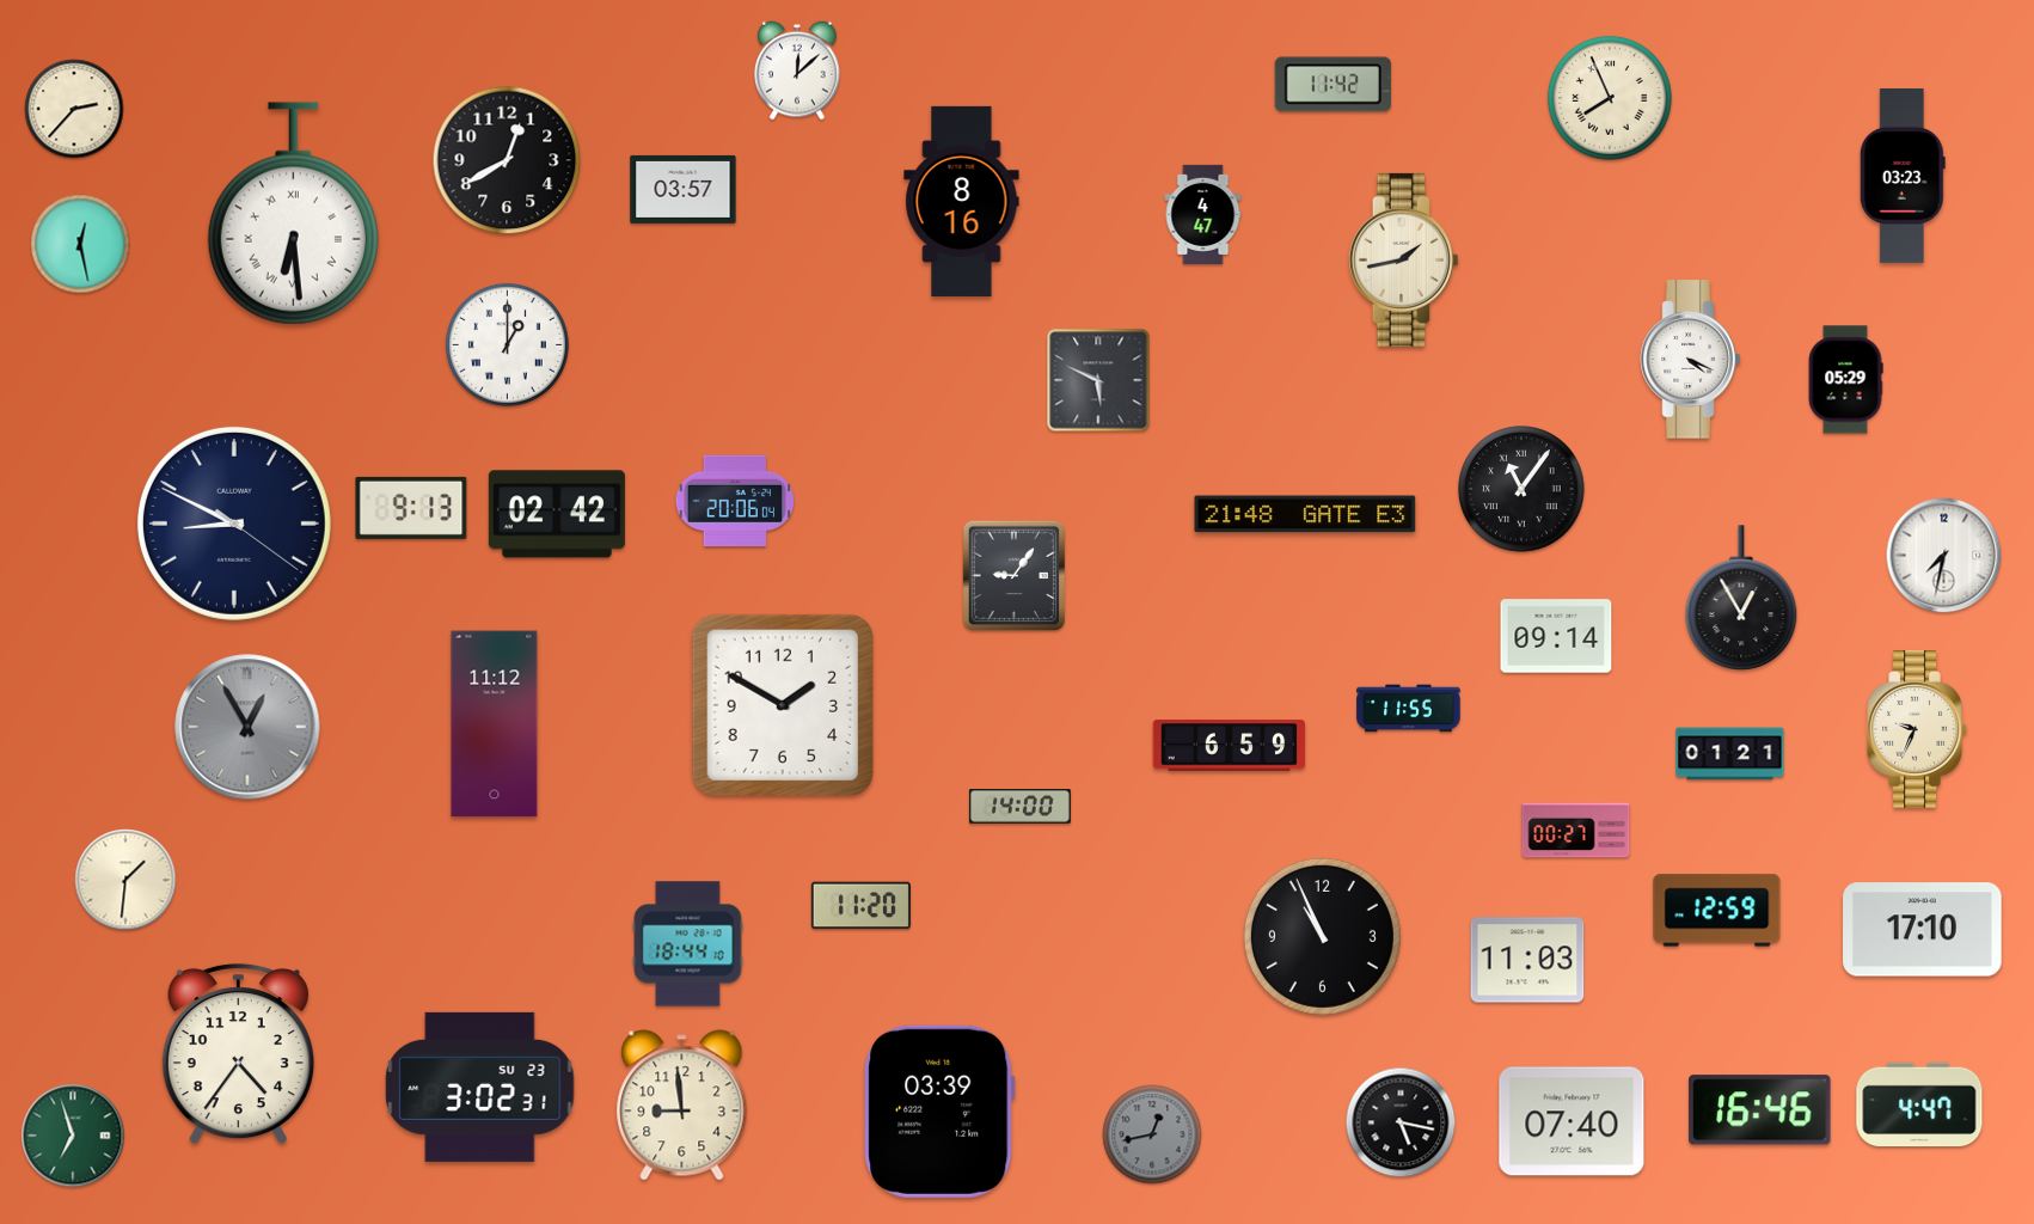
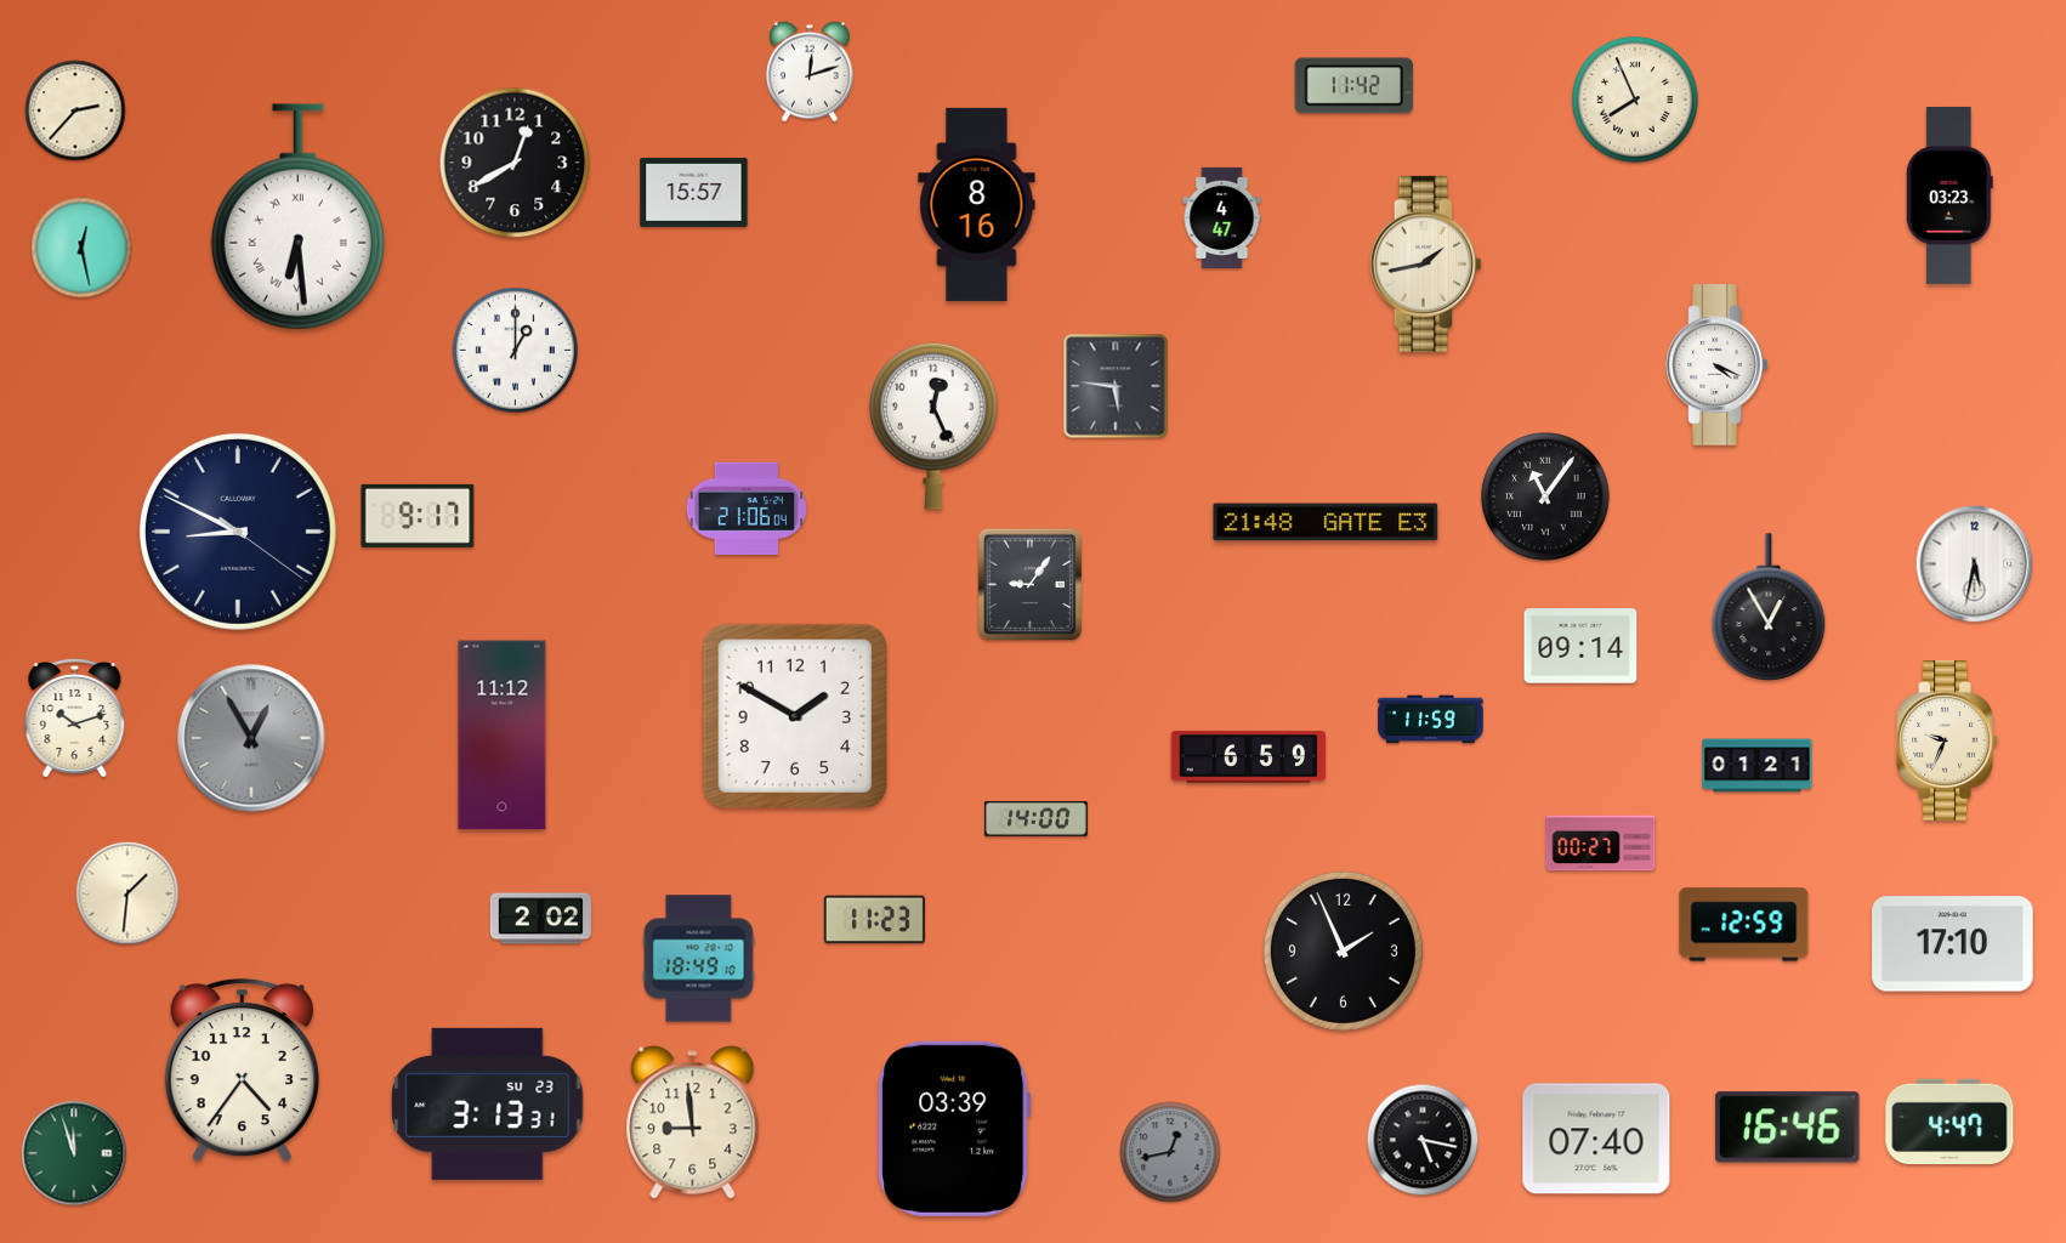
clock at (797, 71): 12:08 -> 12:12
clock at (1903, 176) position: (1903, 176) -> (1949, 195)
clock at (684, 189): 03:57 -> 15:57
clock at (1098, 380): 5:49 -> 5:46
clock at (1845, 380): 05:29 -> none
clock at (933, 426): none -> 12:26
clock at (734, 501): 20:06 -> 21:06
clock at (411, 508): 9:13 -> 9:17
clock at (557, 514): 02:42 -> none
clock at (1944, 556): 7:32 -> 5:32
clock at (75, 719): none -> 10:12
clock at (1409, 709): 11:55 -> 11:59
clock at (540, 919): none -> 2:02
clock at (860, 906): 11:20 -> 11:23
clock at (1322, 936): 10:56 -> 1:56
clock at (688, 944): 18:44 -> 18:49
clock at (1527, 960): 11:03 -> none
clock at (480, 1087): 3:02 -> 3:13
clock at (73, 1136): 6:57 -> 11:57
